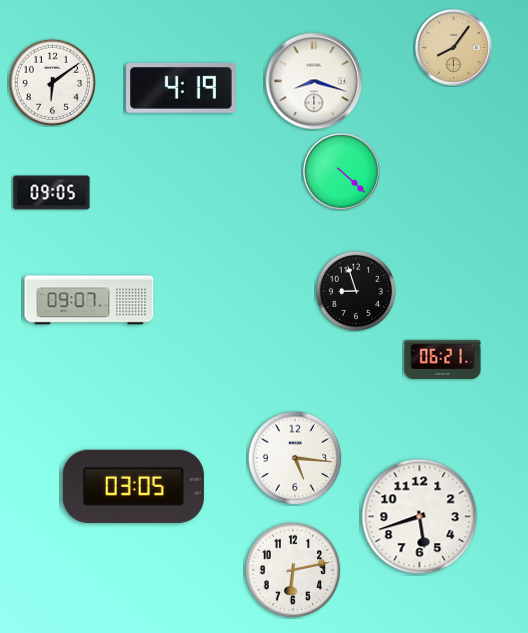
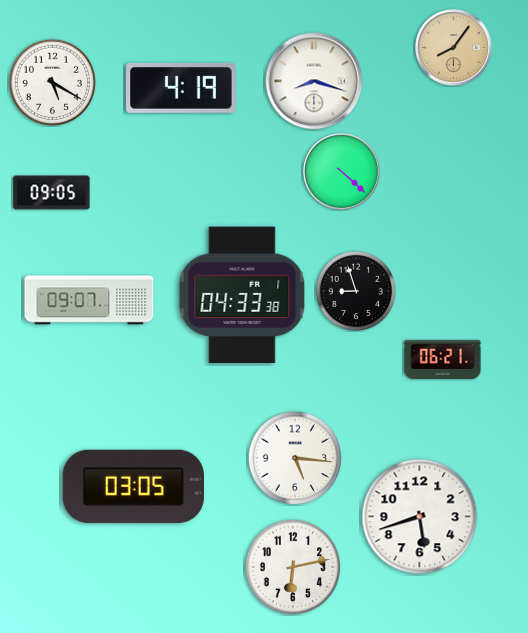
clock at (52, 82): 6:09 -> 5:20
clock at (242, 295): none -> 04:33
clock at (293, 570) position: (293, 570) -> (293, 567)
